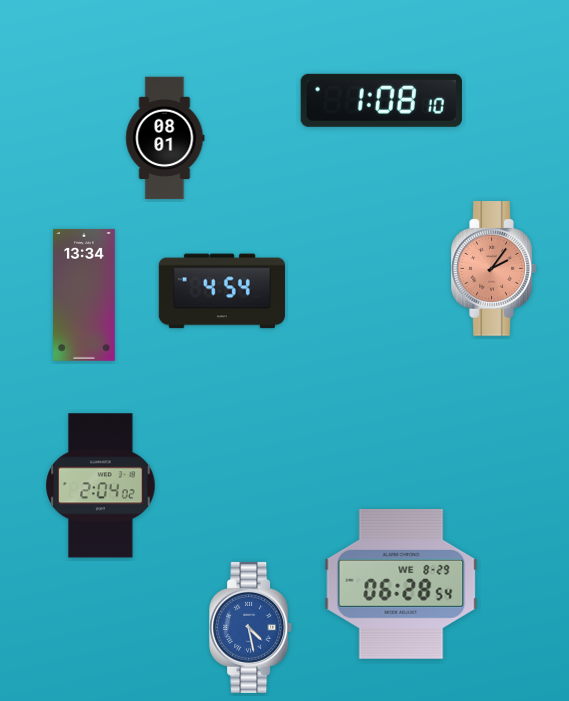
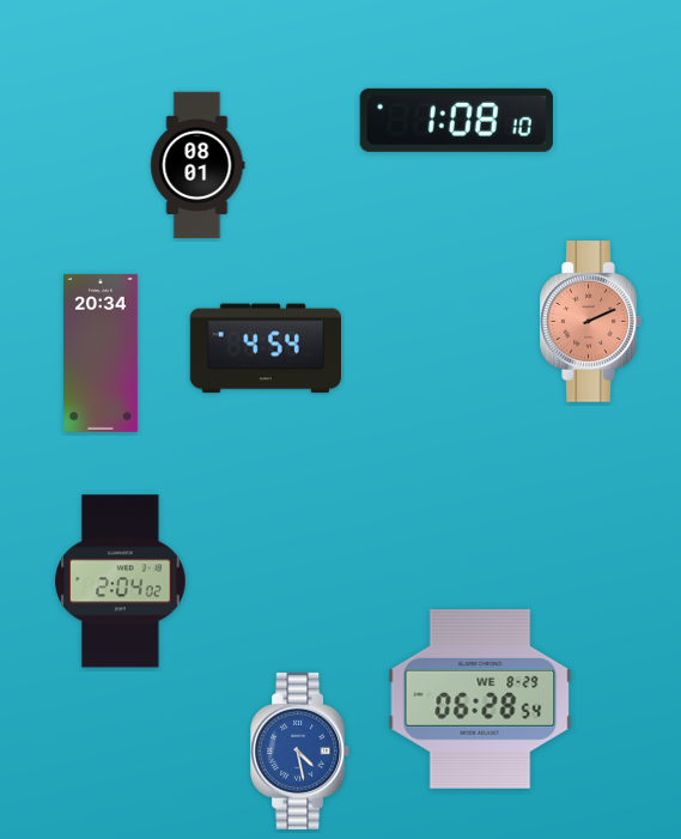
clock at (493, 269): 2:06 -> 2:11
clock at (85, 295): 13:34 -> 20:34
